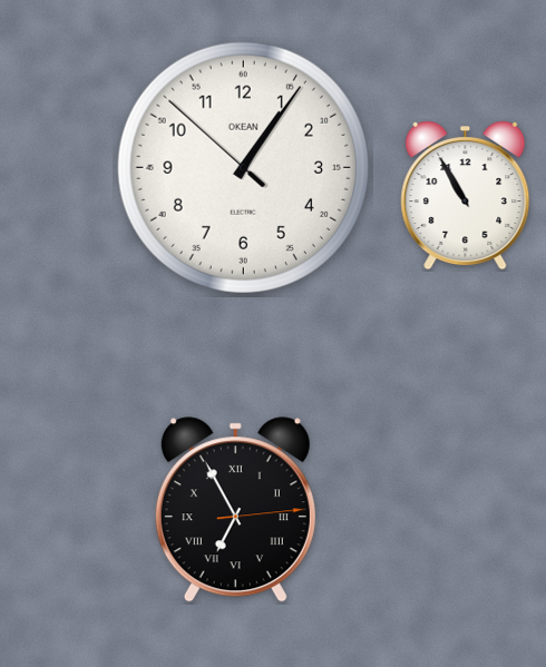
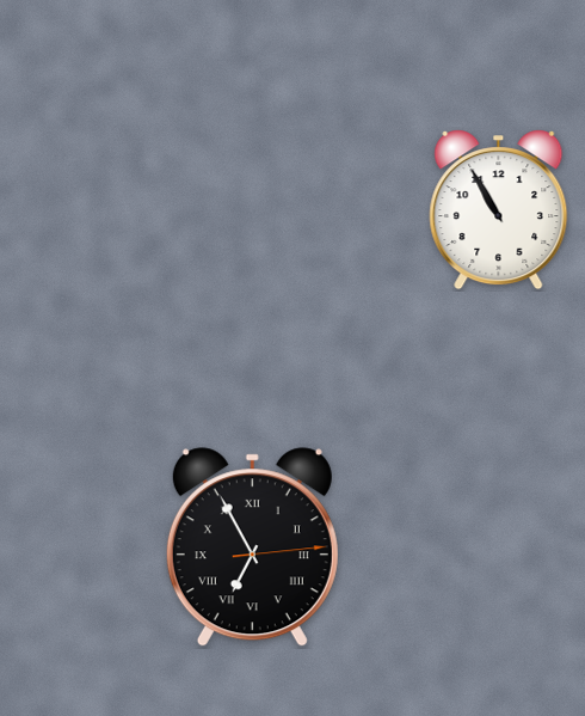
clock at (243, 167): 1:05 -> none
